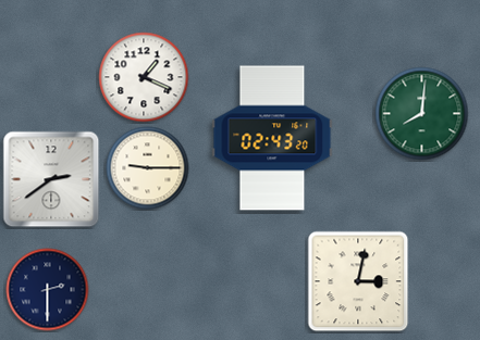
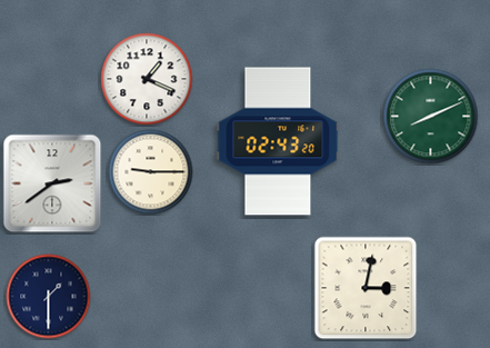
clock at (422, 114): 8:01 -> 8:11
clock at (48, 290): 2:30 -> 1:30
